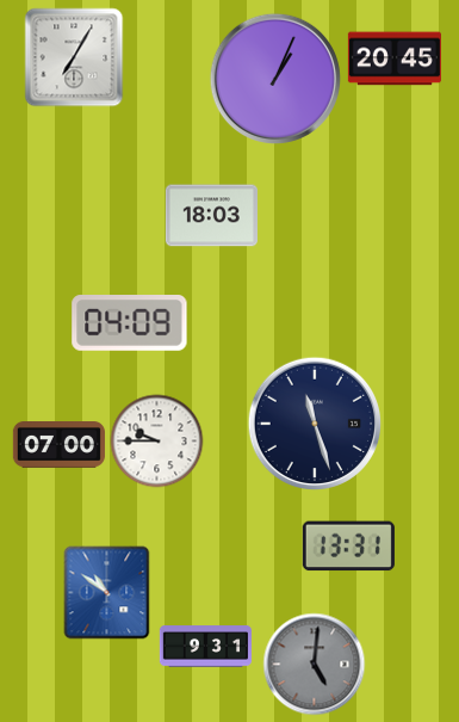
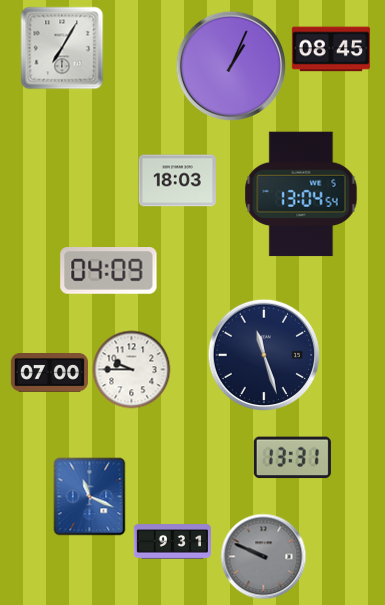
clock at (395, 58): 20:45 -> 08:45
clock at (301, 194): none -> 13:04
clock at (107, 592): 10:51 -> 11:19
clock at (314, 664): 5:01 -> 9:49
